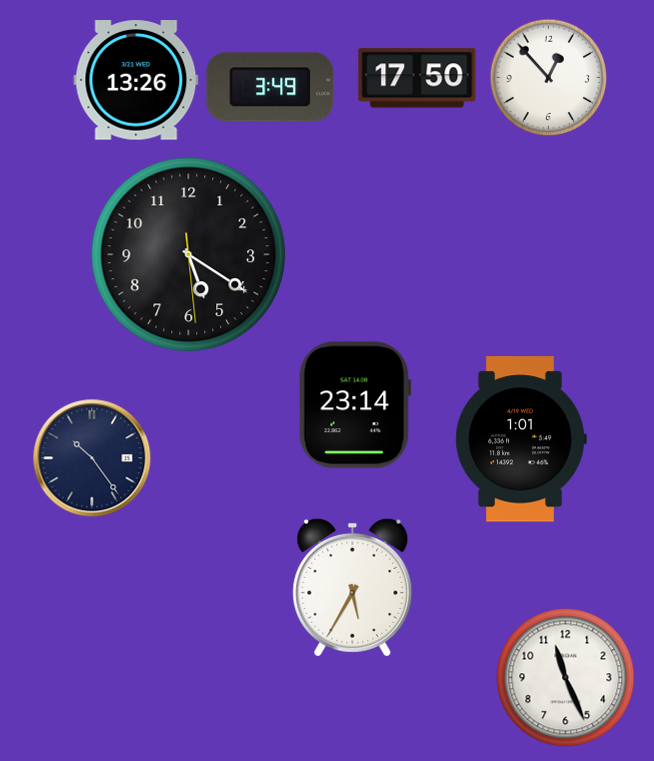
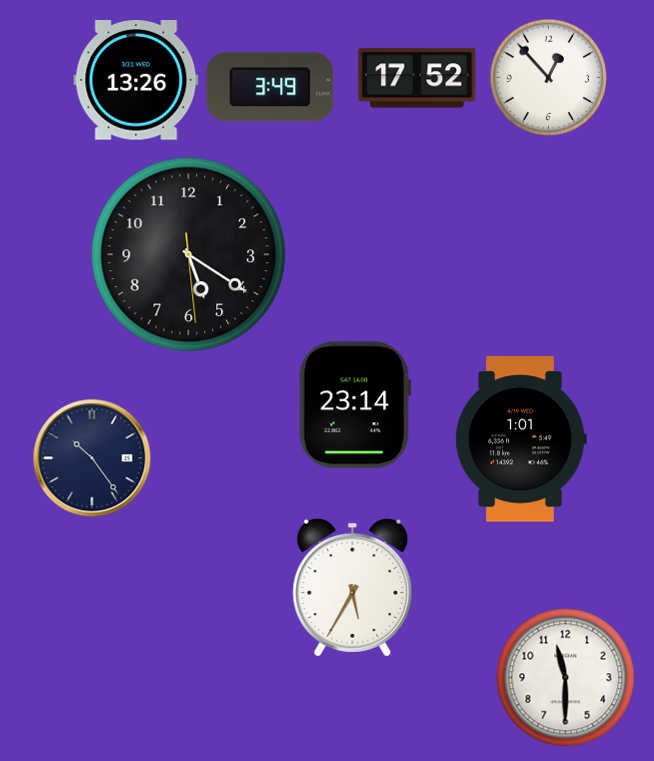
clock at (417, 78): 17:50 -> 17:52
clock at (566, 678): 11:26 -> 11:30
